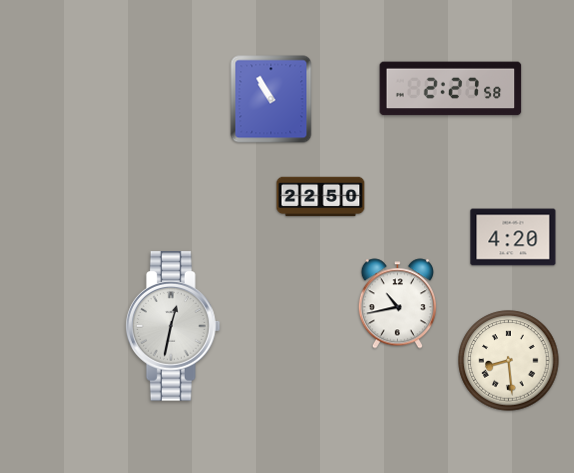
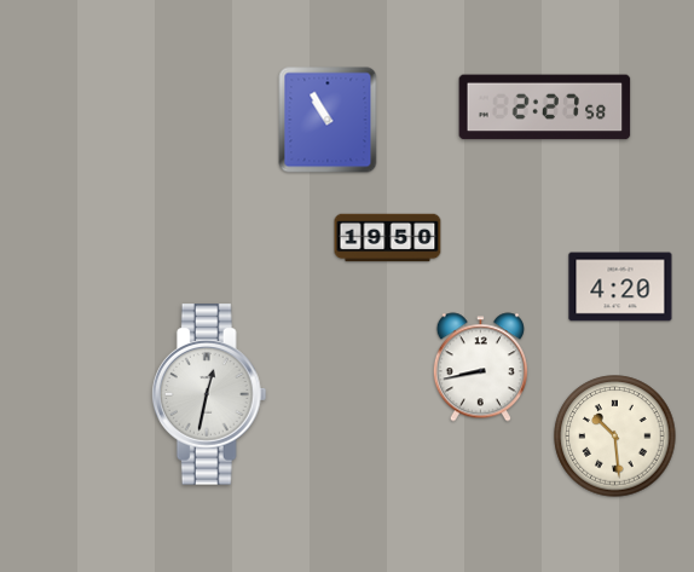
clock at (321, 197): 22:50 -> 19:50
clock at (397, 304): 10:43 -> 8:43
clock at (509, 361): 8:29 -> 10:29
